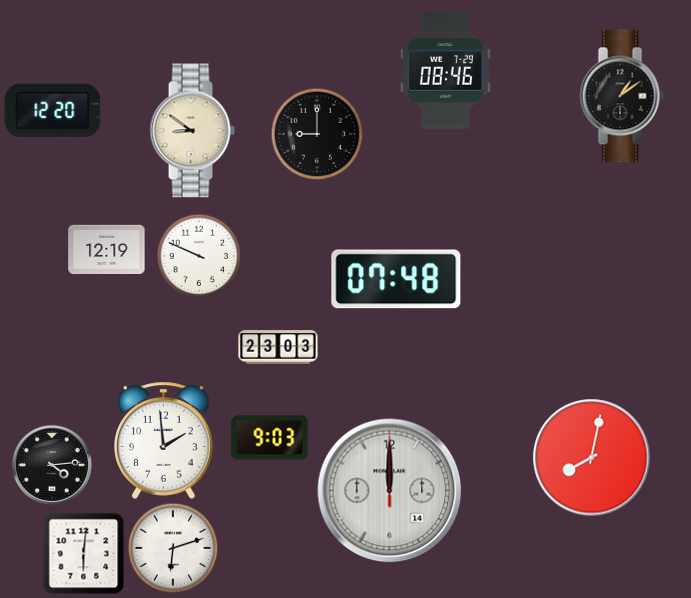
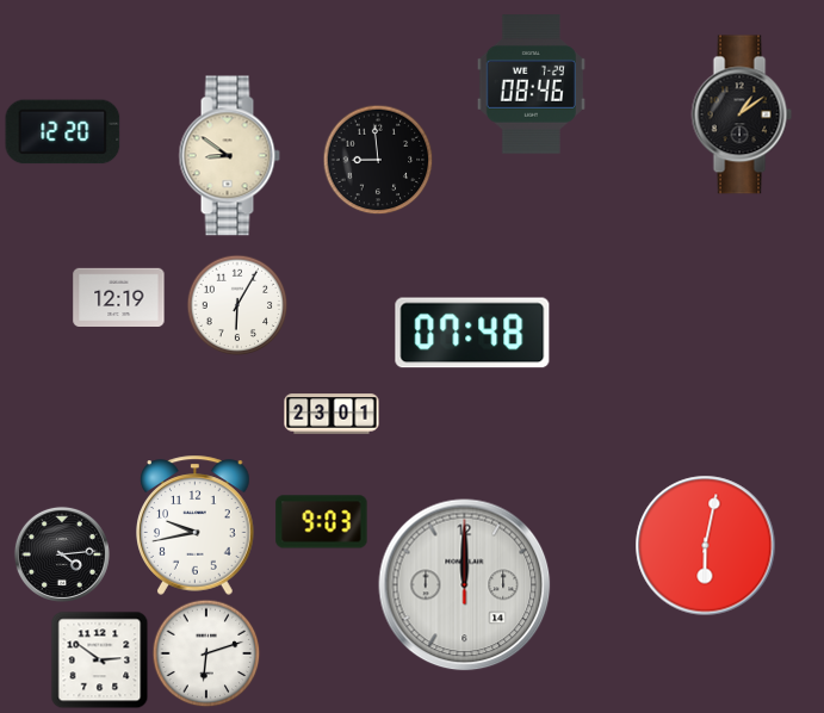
clock at (317, 134): 9:00 -> 8:59
clock at (107, 250) position: (107, 250) -> (119, 298)
clock at (199, 256): 9:49 -> 6:05
clock at (278, 347): 23:03 -> 23:01
clock at (164, 440): 1:59 -> 9:43
clock at (592, 458): 8:02 -> 6:02
clock at (83, 553): 6:01 -> 2:51
